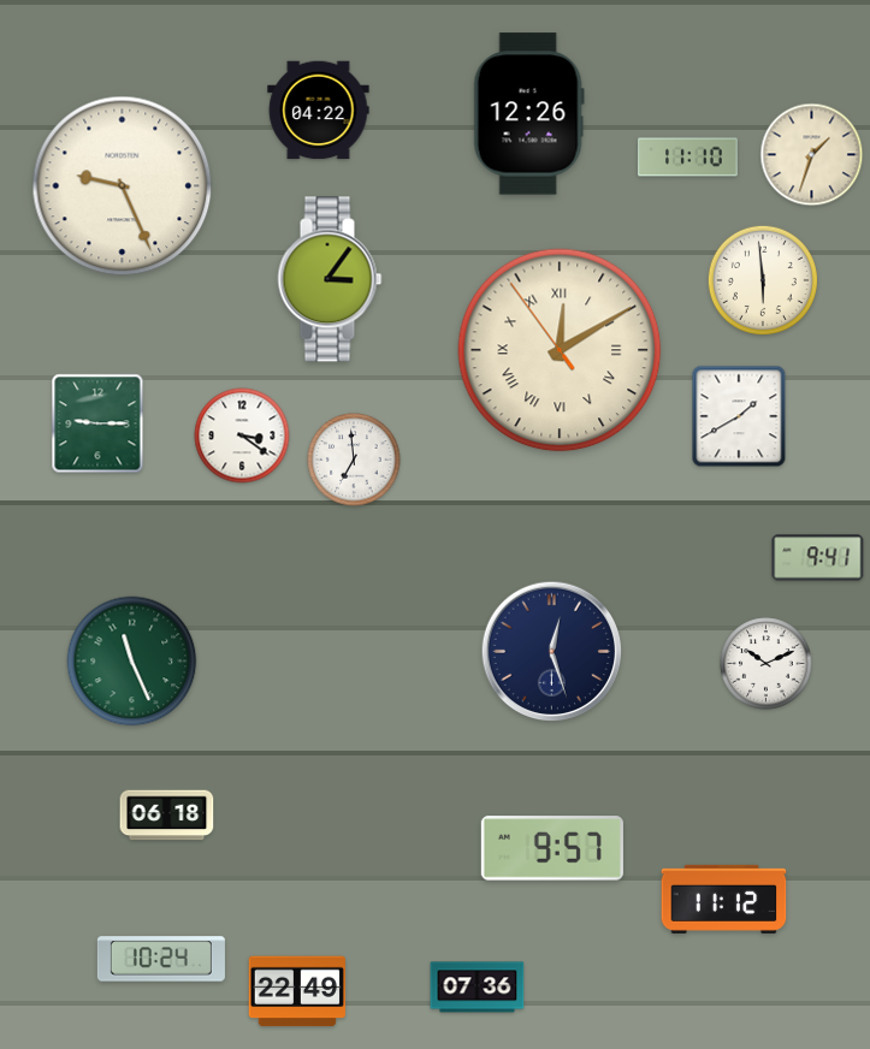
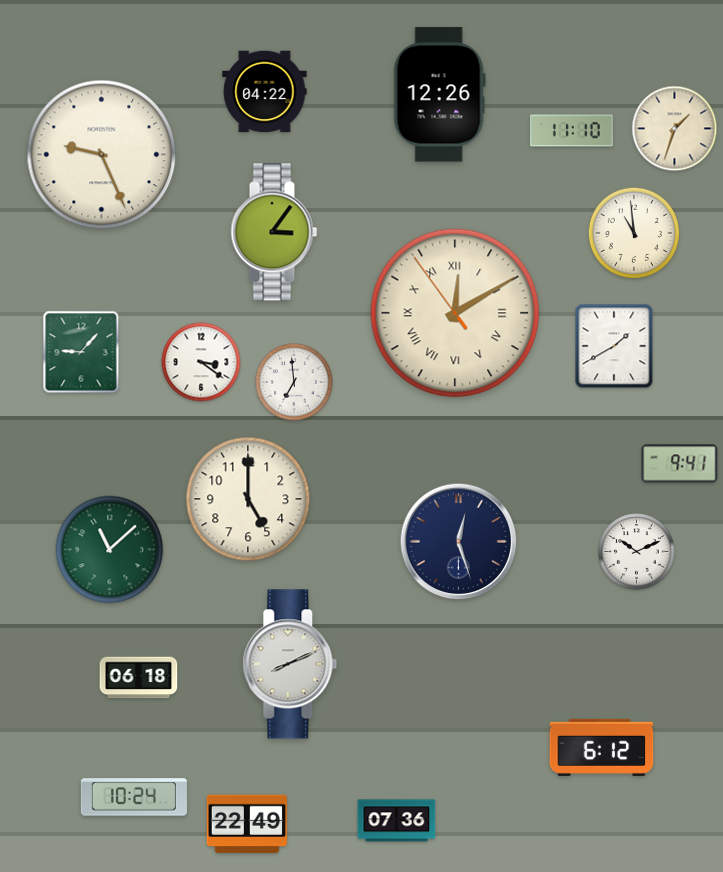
clock at (763, 280): 5:59 -> 10:59
clock at (560, 350) position: (560, 350) -> (455, 313)
clock at (97, 423): 9:15 -> 9:07
clock at (248, 499): none -> 5:00
clock at (132, 662): 11:26 -> 11:08
clock at (290, 664): none -> 8:11
clock at (552, 848): 9:57 -> none
clock at (724, 899): 11:12 -> 6:12
